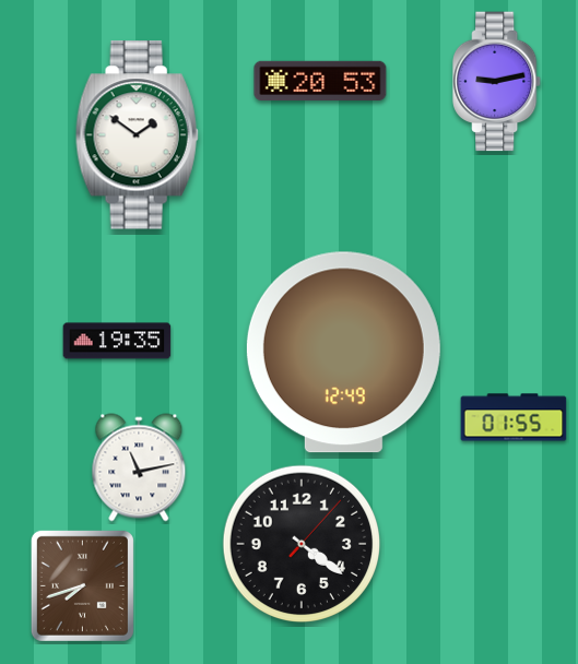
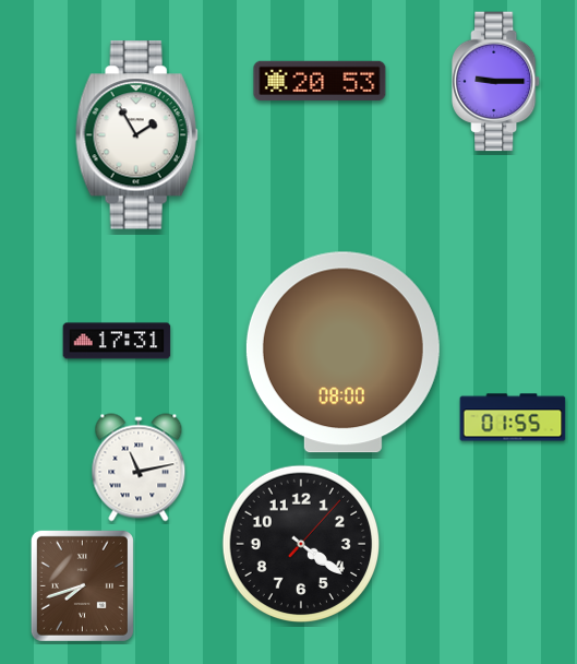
clock at (497, 82): 9:13 -> 9:15
clock at (137, 135): 1:51 -> 1:55
clock at (117, 341): 19:35 -> 17:31
clock at (343, 353): 12:49 -> 08:00
